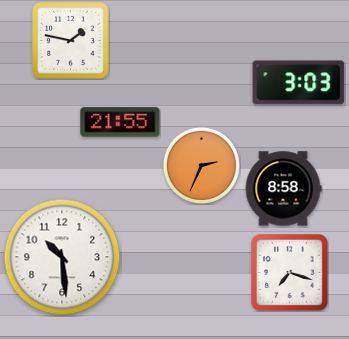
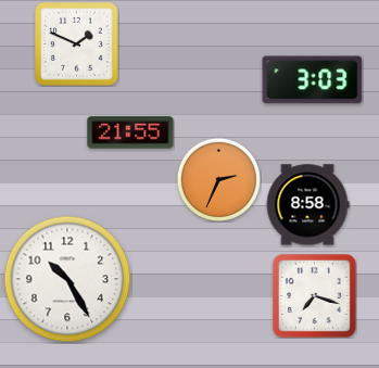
clock at (71, 41): 1:47 -> 1:49
clock at (299, 83) position: (299, 83) -> (313, 80)
clock at (62, 257): 10:29 -> 10:25
